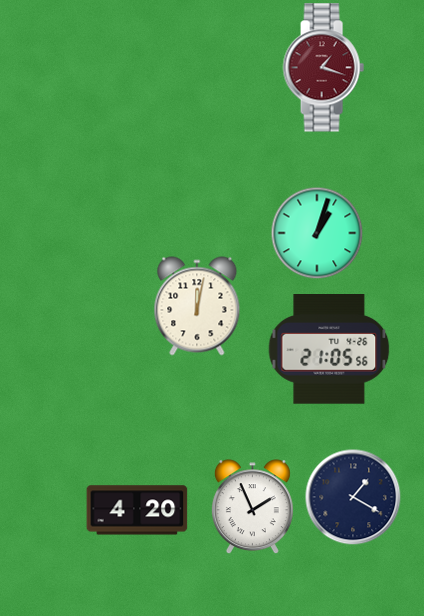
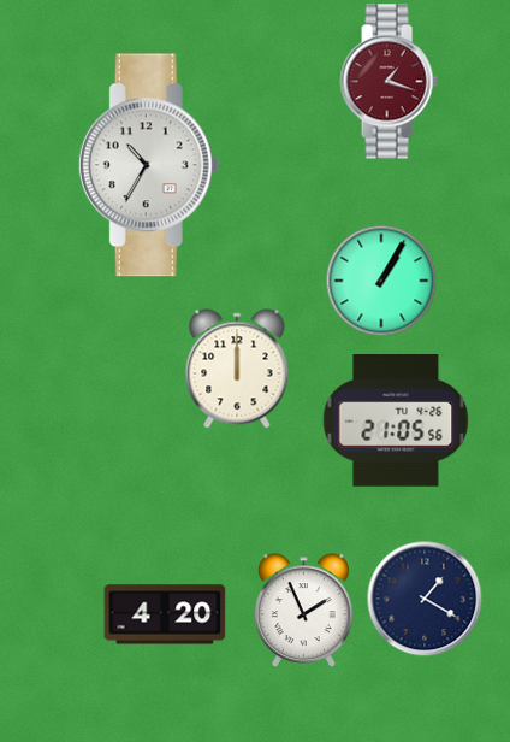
clock at (149, 165): none -> 10:35
clock at (317, 233): 1:03 -> 1:05
clock at (197, 306): 12:02 -> 12:00
